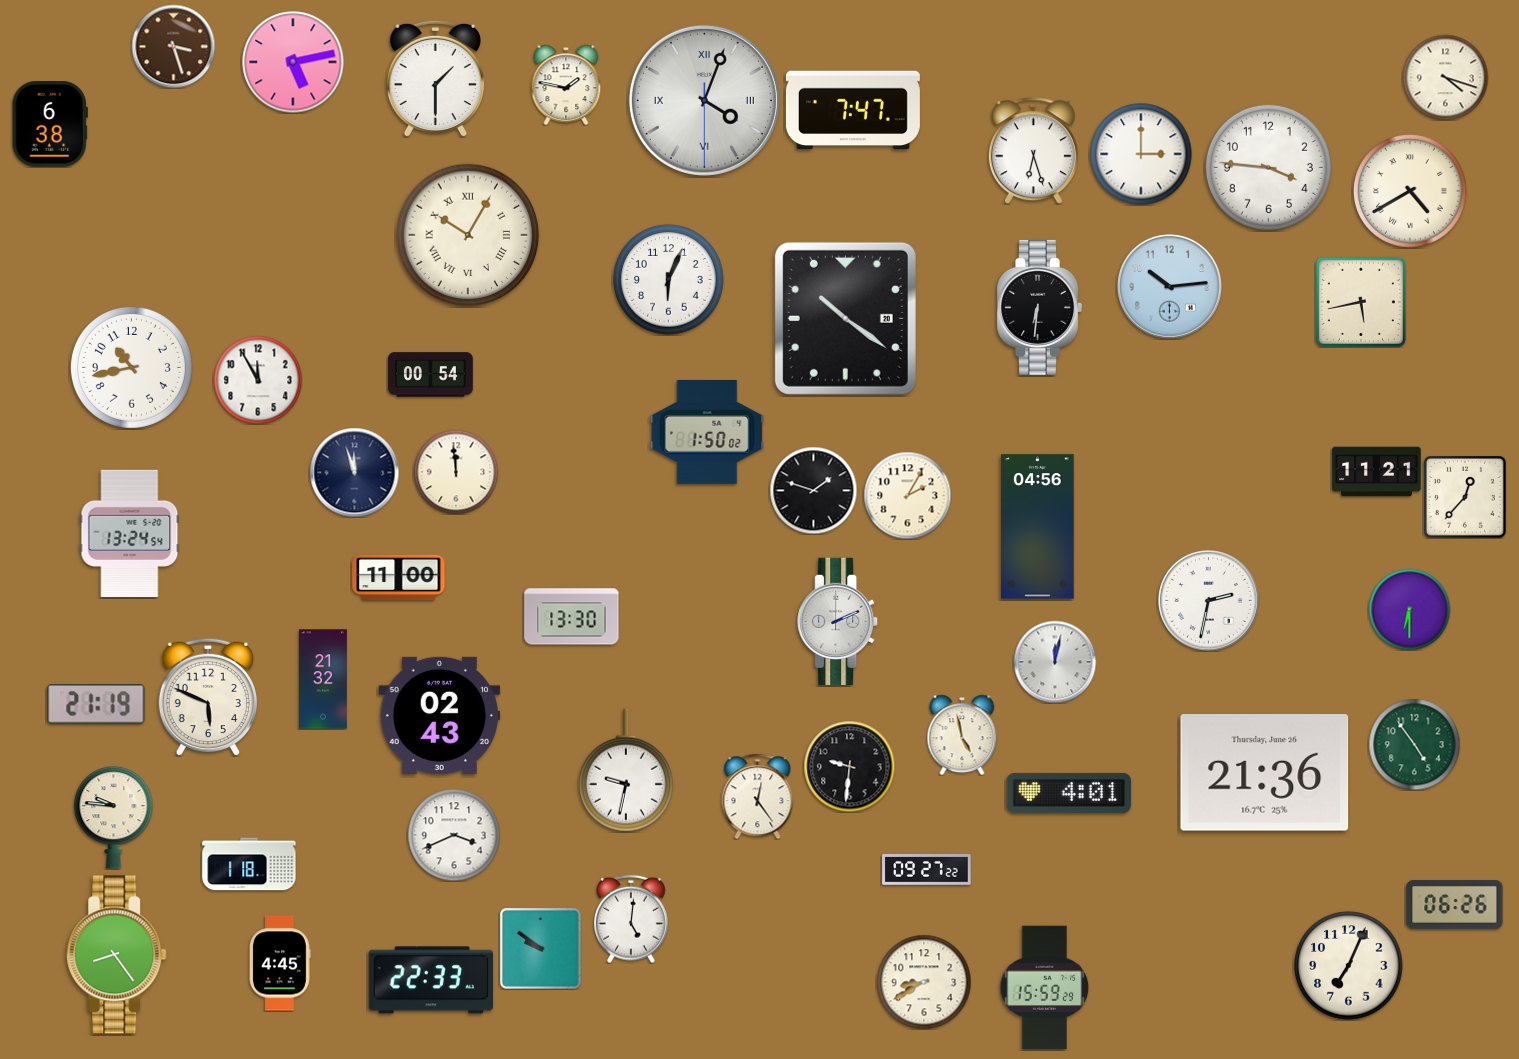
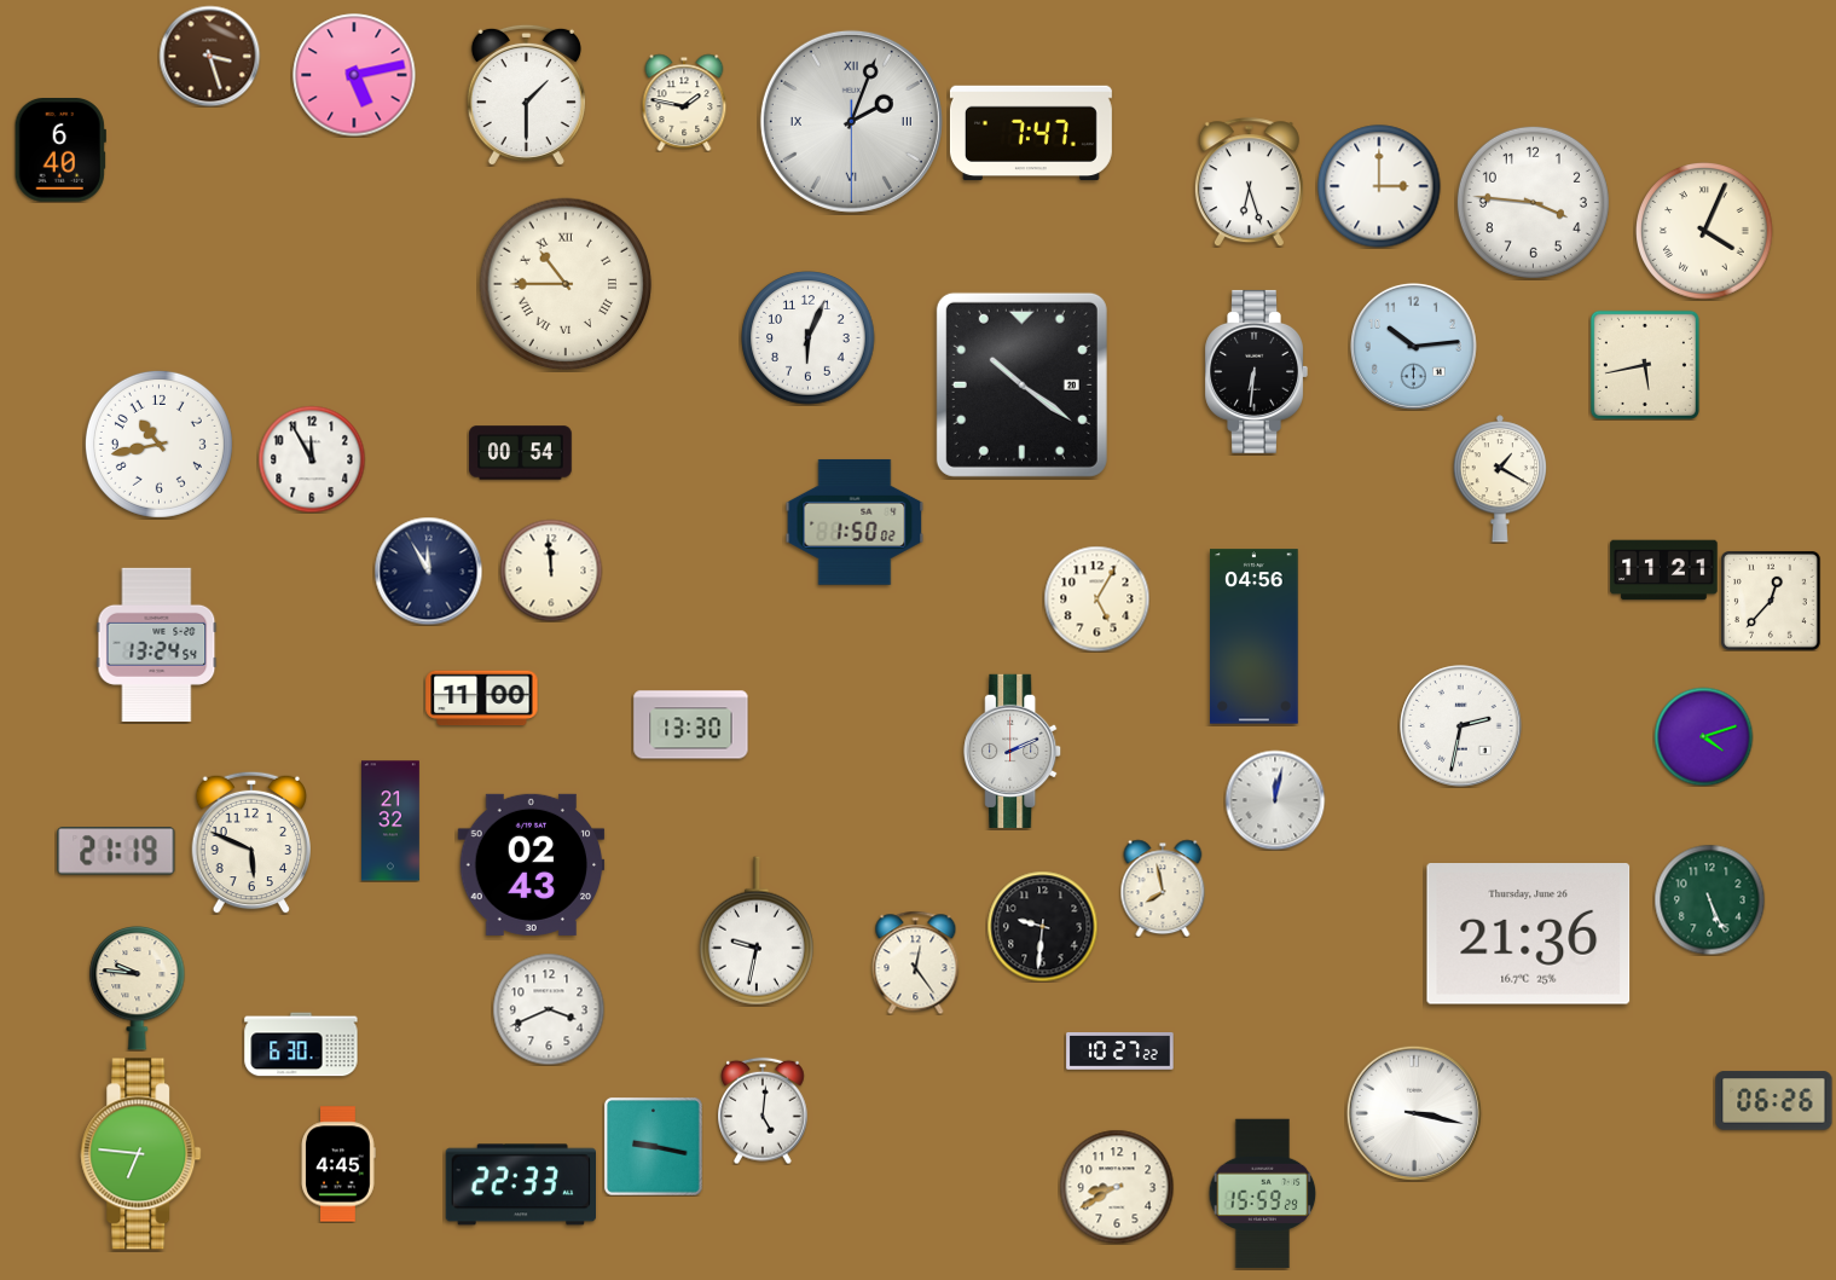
clock at (1445, 77): 4:18 -> none
clock at (704, 100): 4:03 -> 2:03
clock at (50, 125): 6:38 -> 6:40
clock at (1411, 192): 4:40 -> 4:04
clock at (468, 235): 10:05 -> 10:45
clock at (1499, 479): none -> 1:20
clock at (354, 472): 11:57 -> 11:55
clock at (813, 490): 1:48 -> none
clock at (907, 495): 2:05 -> 5:05
clock at (1409, 609): 6:30 -> 4:12
clock at (572, 617) position: (572, 617) -> (691, 725)
clock at (962, 735): 4:58 -> 7:58
clock at (1414, 744): 4:54 -> 5:26
clock at (849, 766) position: (849, 766) -> (1042, 926)
clock at (1068, 793): 4:01 -> none
clock at (249, 864): 1:18 -> 6:30
clock at (927, 870): 09:27 -> 10:27
clock at (1455, 905) position: (1455, 905) -> (1774, 1101)
clock at (1414, 1113): none -> 3:17
clock at (540, 948): 9:51 -> 9:17
clock at (117, 955): 8:24 -> 6:46
clock at (1349, 966): 7:04 -> none
